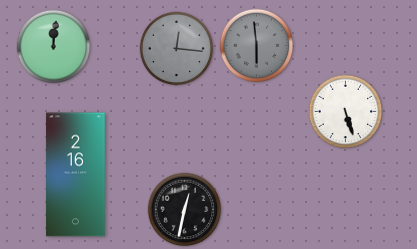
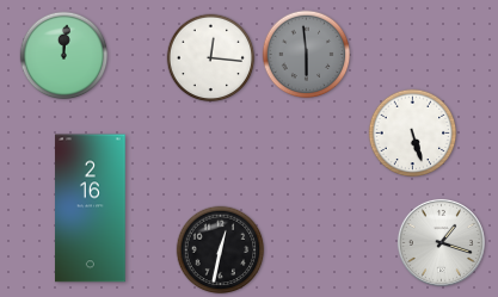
clock at (177, 49) dial: grey -> white
clock at (441, 242): none -> 1:18
